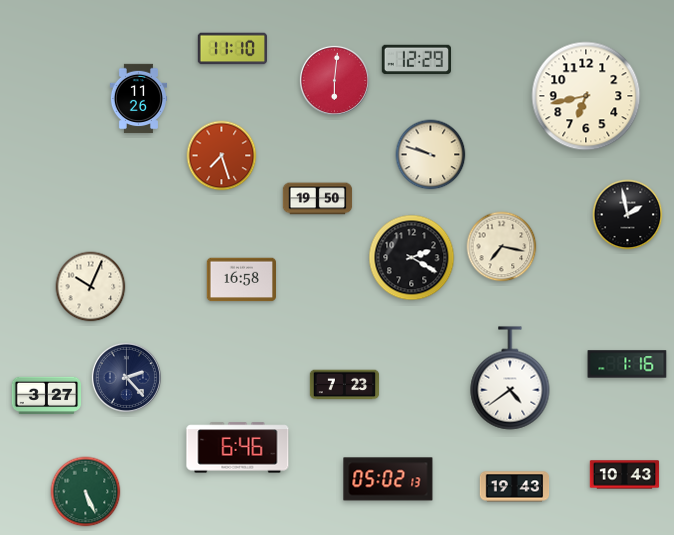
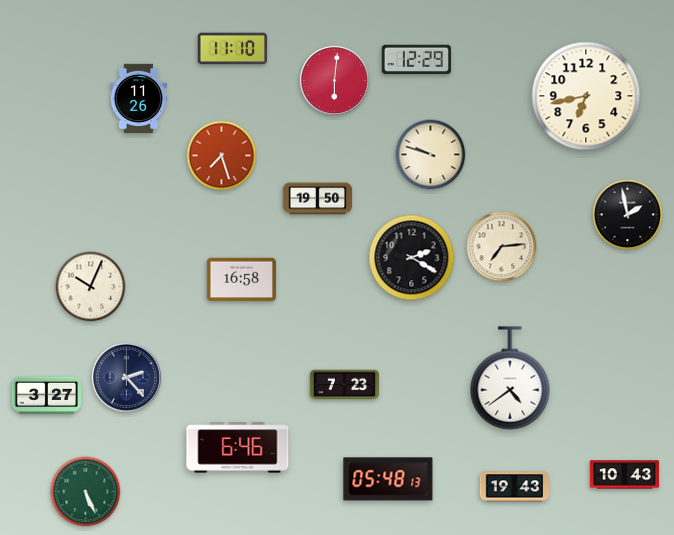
clock at (502, 247): 7:17 -> 7:14
clock at (627, 364): 1:16 -> none
clock at (388, 479): 05:02 -> 05:48
